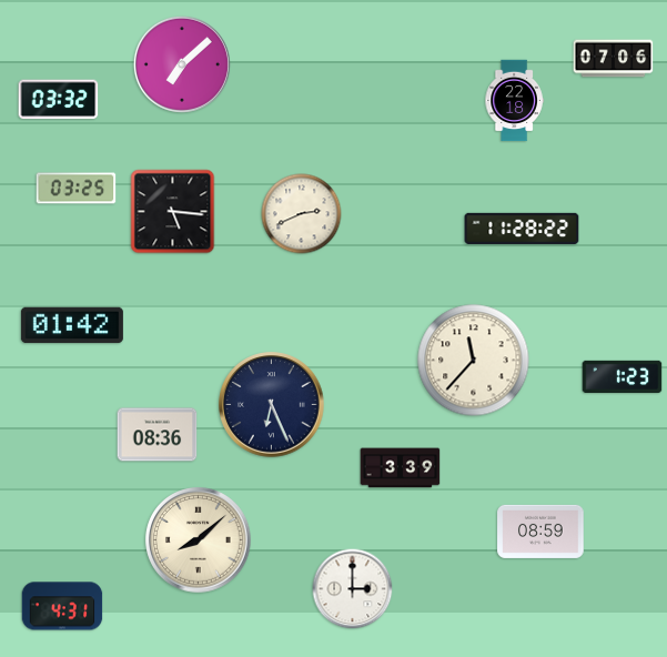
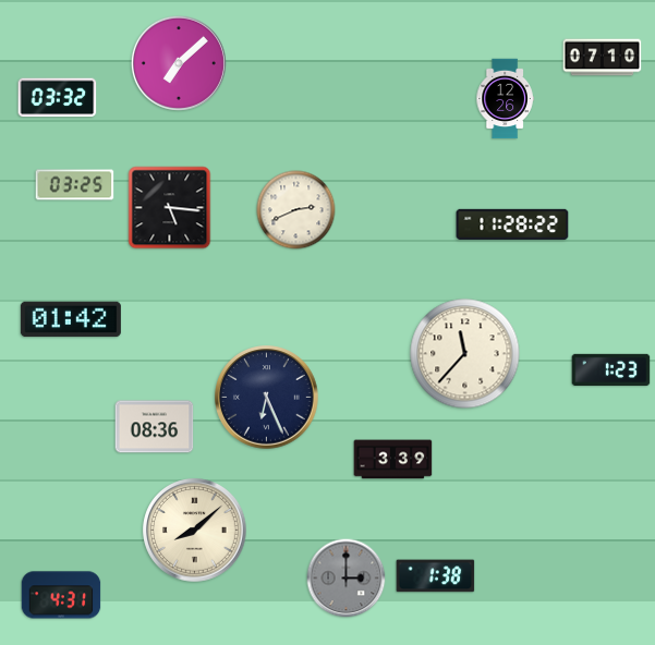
clock at (614, 59): 07:06 -> 07:10
clock at (514, 101): 22:18 -> 12:26
clock at (540, 532): 08:59 -> none
clock at (436, 576): none -> 1:38
clock at (353, 589) dial: white -> grey
